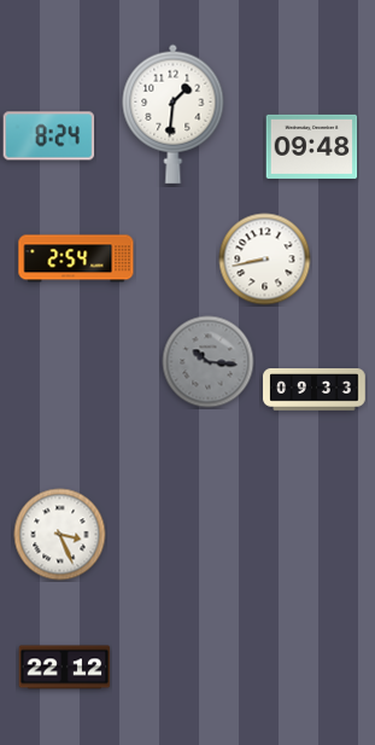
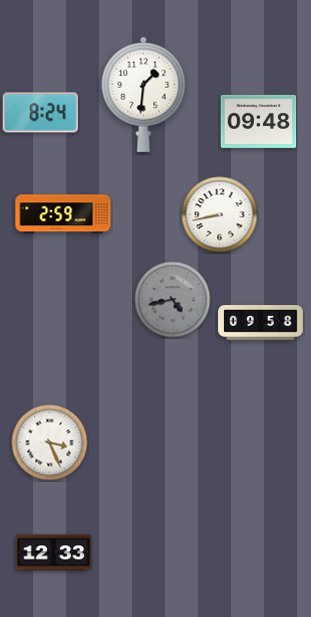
clock at (76, 258): 2:54 -> 2:59
clock at (209, 362): 10:16 -> 4:43
clock at (315, 390): 09:33 -> 09:58
clock at (65, 668): 22:12 -> 12:33
